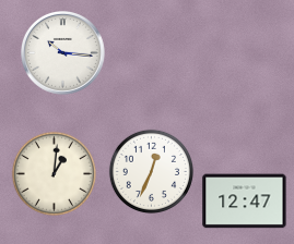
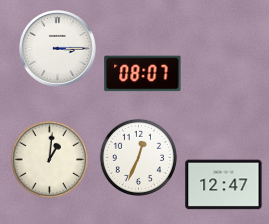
clock at (63, 53): 10:16 -> 3:15
clock at (143, 74): none -> 08:07
